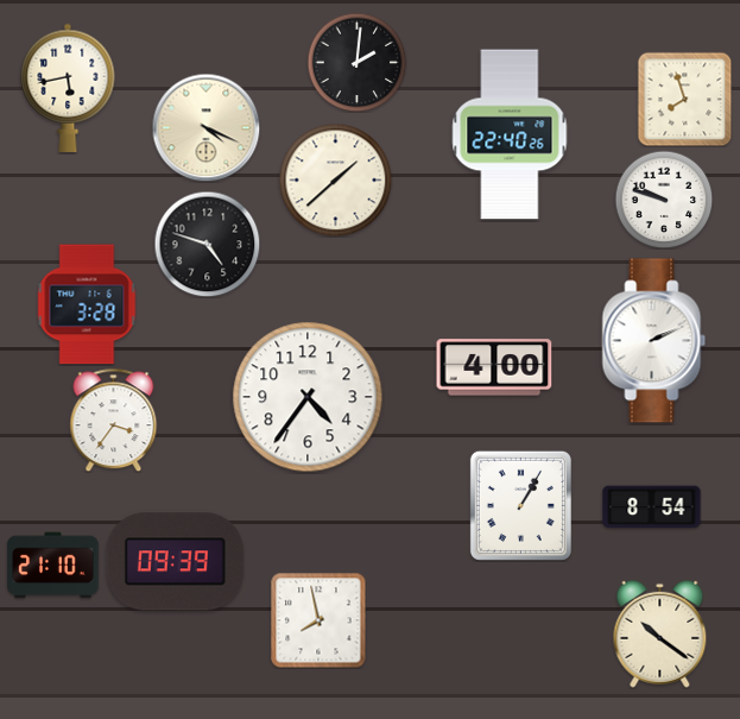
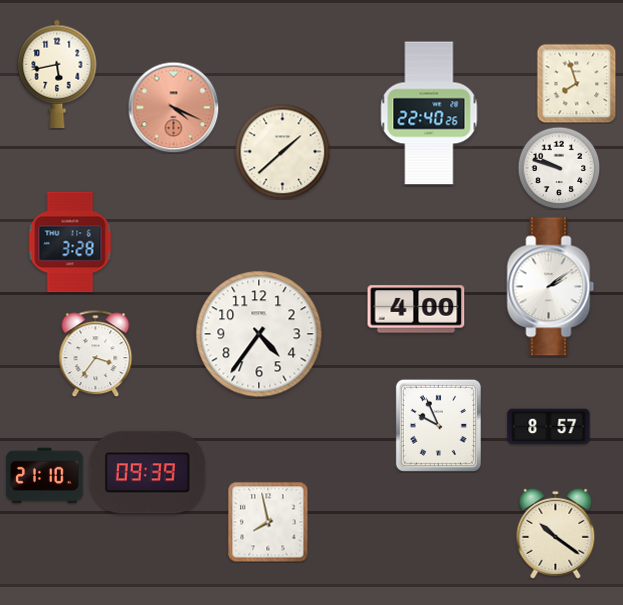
clock at (356, 62): 2:01 -> none
clock at (205, 127) dial: cream -> salmon
clock at (207, 244): 4:48 -> none
clock at (87, 304) position: (87, 304) -> (70, 242)
clock at (654, 341): 2:11 -> 2:09
clock at (520, 505): 1:05 -> 9:56
clock at (652, 507): 8:54 -> 8:57
